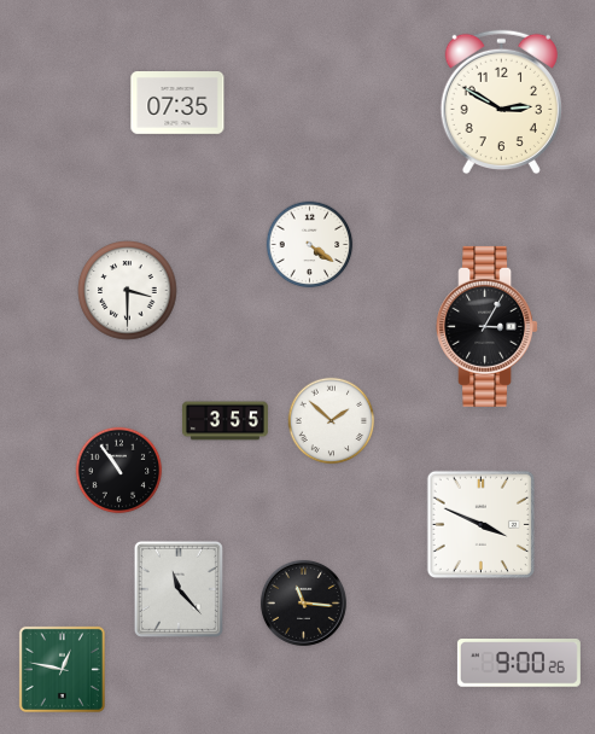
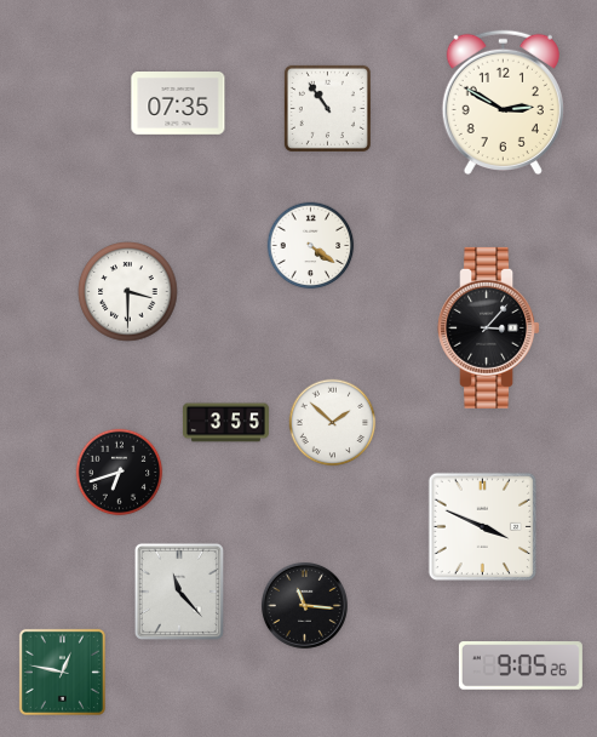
clock at (327, 108): none -> 10:54
clock at (488, 326): 3:05 -> 3:07
clock at (119, 471): 10:54 -> 6:42
clock at (519, 663): 9:00 -> 9:05
